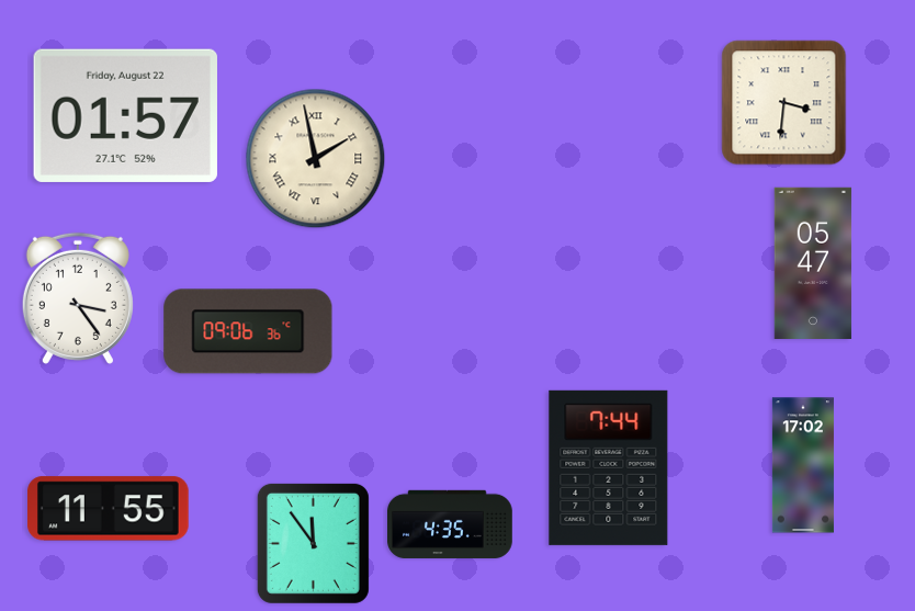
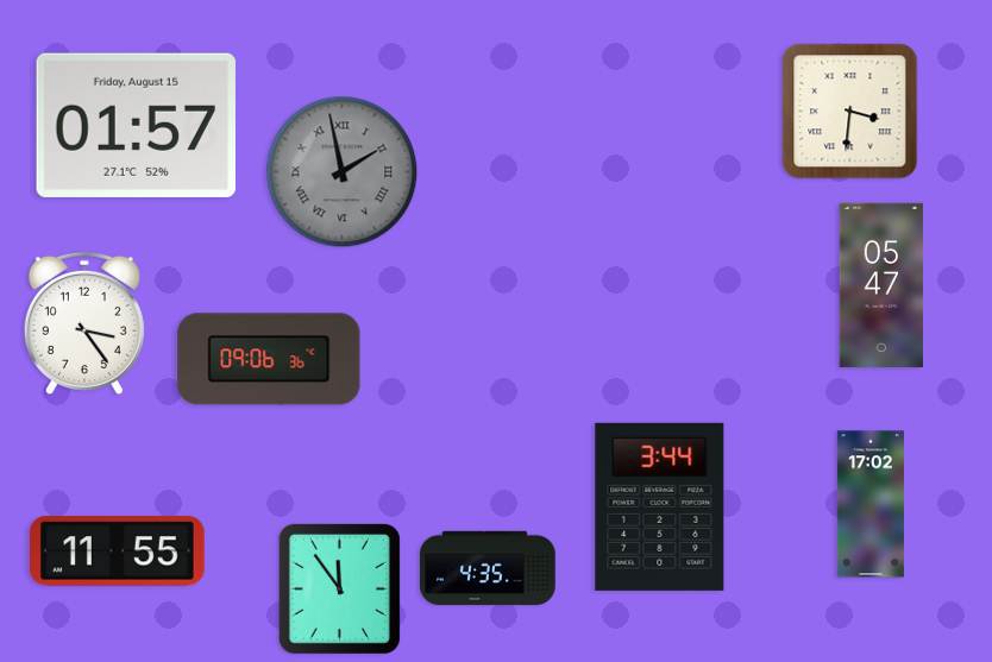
clock at (125, 115) date: Friday, August 22 -> Friday, August 15
clock at (316, 159) dial: cream -> grey
clock at (609, 467): 7:44 -> 3:44
